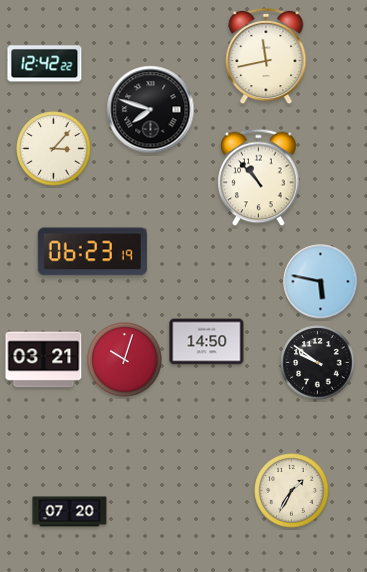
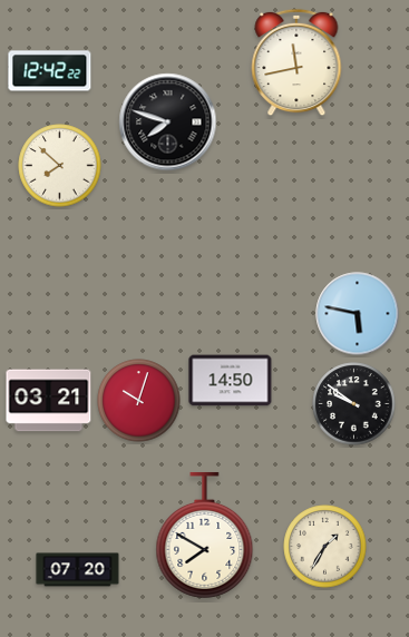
clock at (54, 149): 3:07 -> 7:52
clock at (259, 178): 10:53 -> none
clock at (92, 252): 06:23 -> none
clock at (205, 535): none -> 7:50
